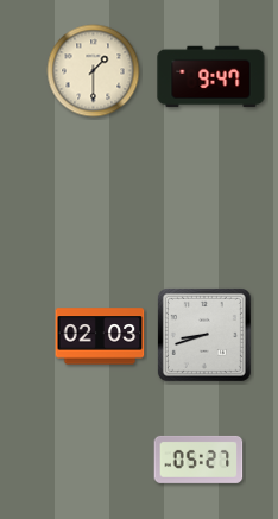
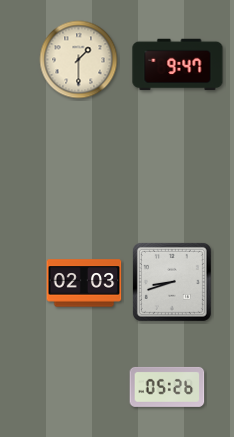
clock at (198, 460): 05:27 -> 05:26
